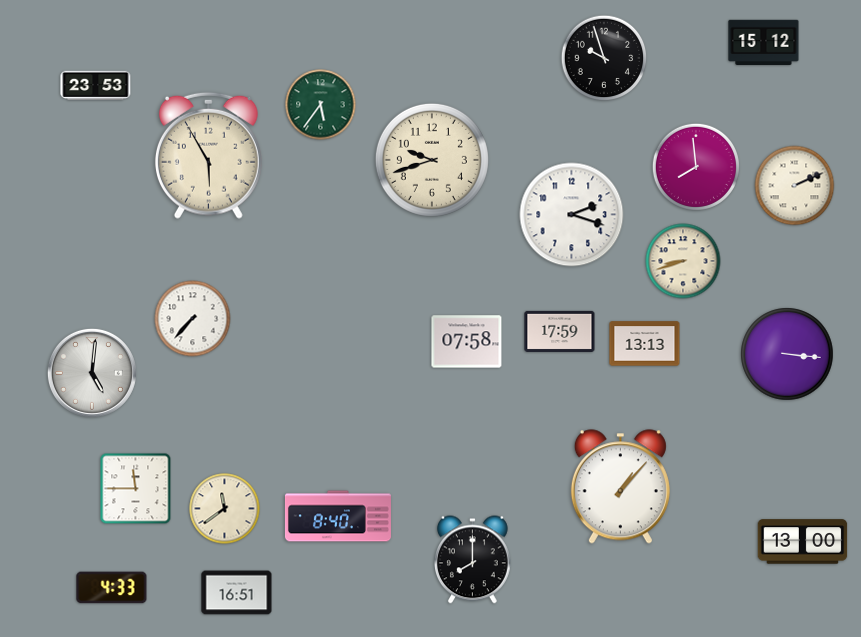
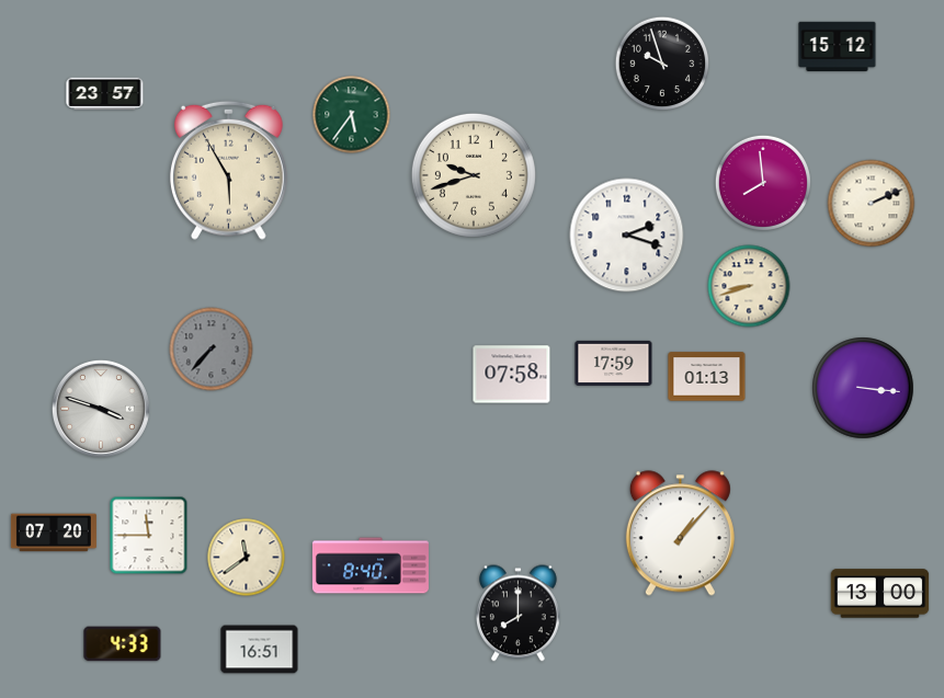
clock at (96, 86): 23:53 -> 23:57
clock at (193, 319) dial: white -> grey
clock at (645, 344): 13:13 -> 01:13
clock at (92, 373): 5:01 -> 3:48
clock at (54, 533): none -> 07:20
